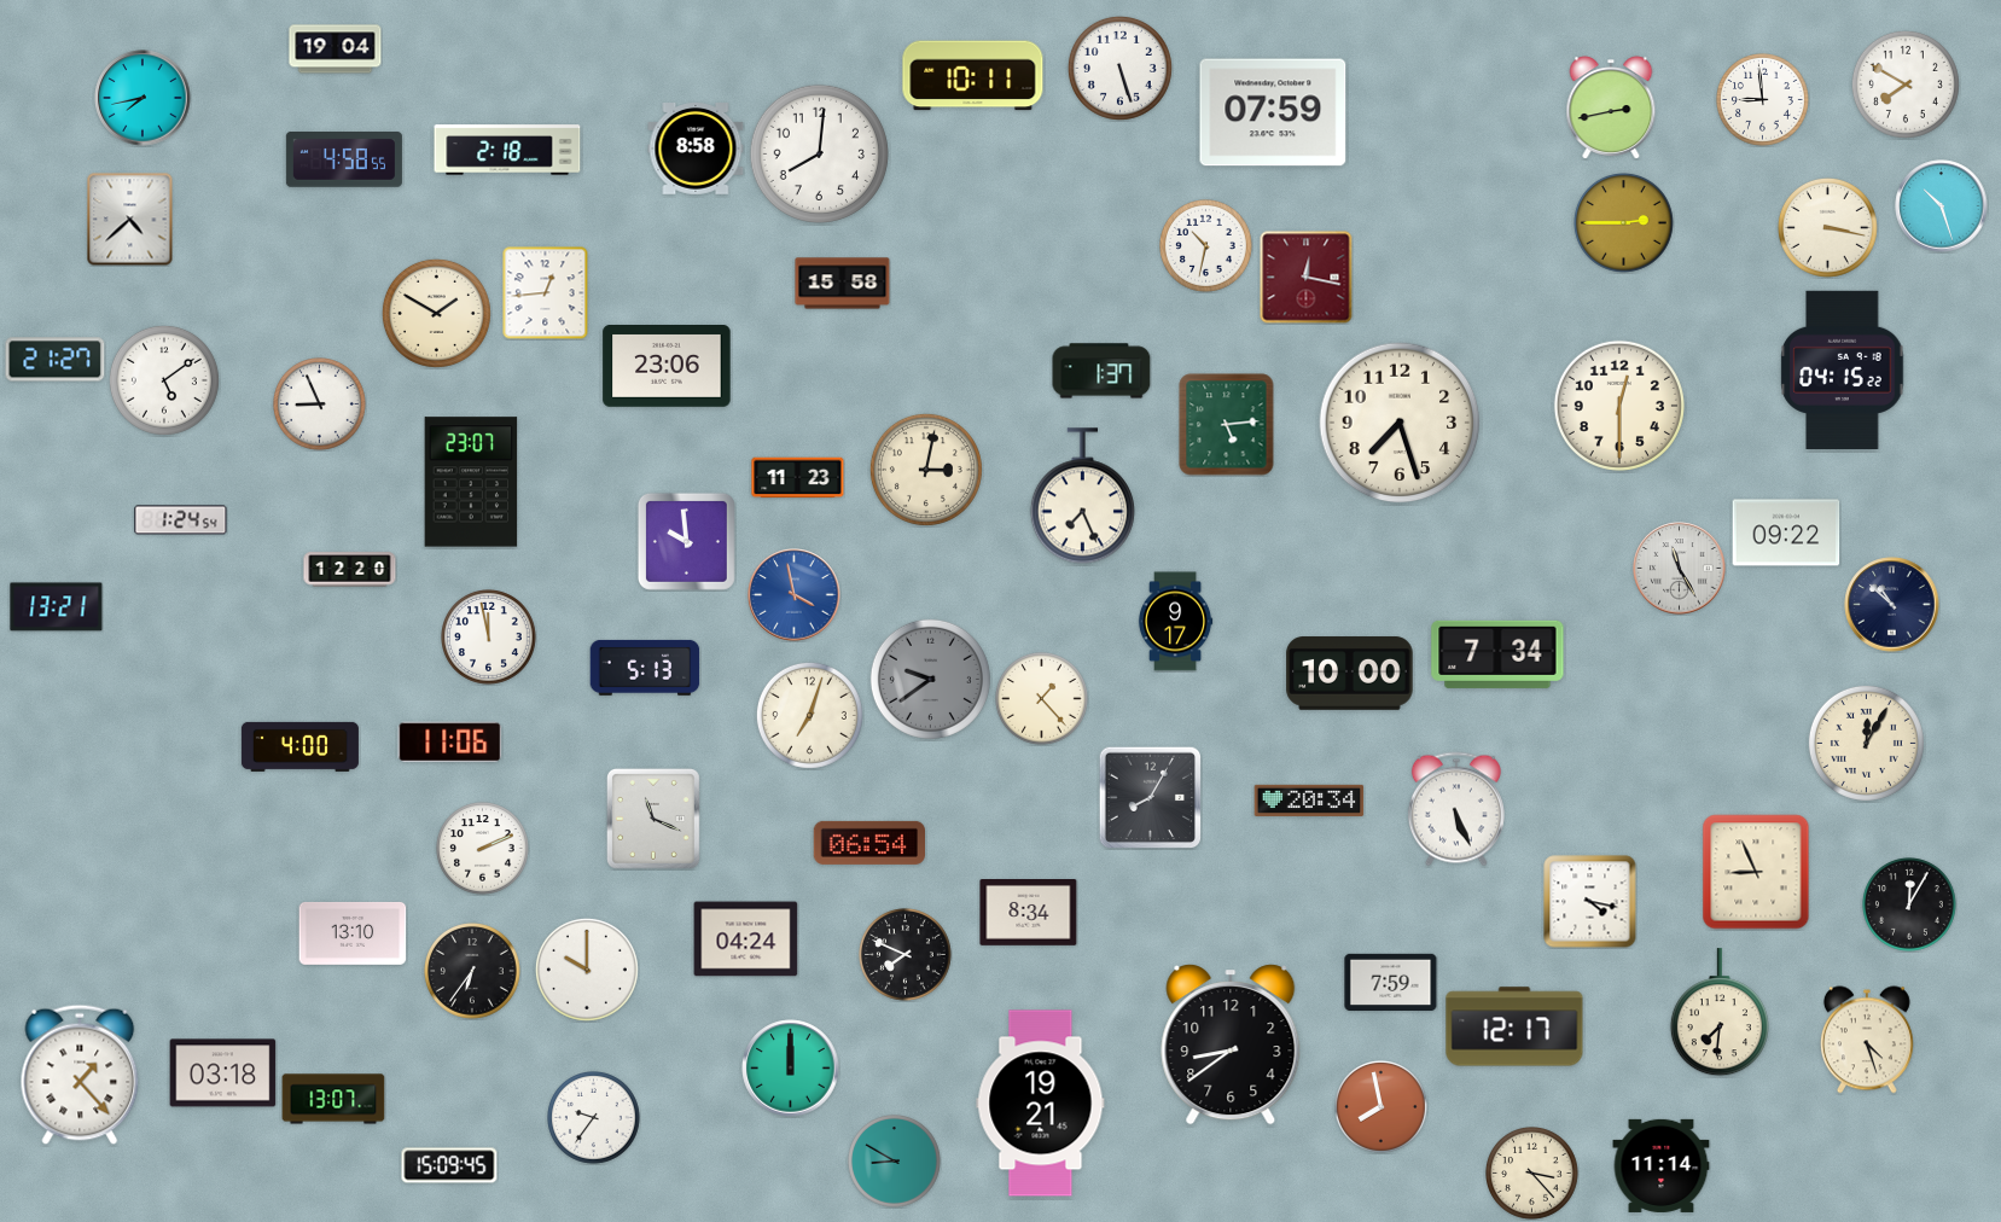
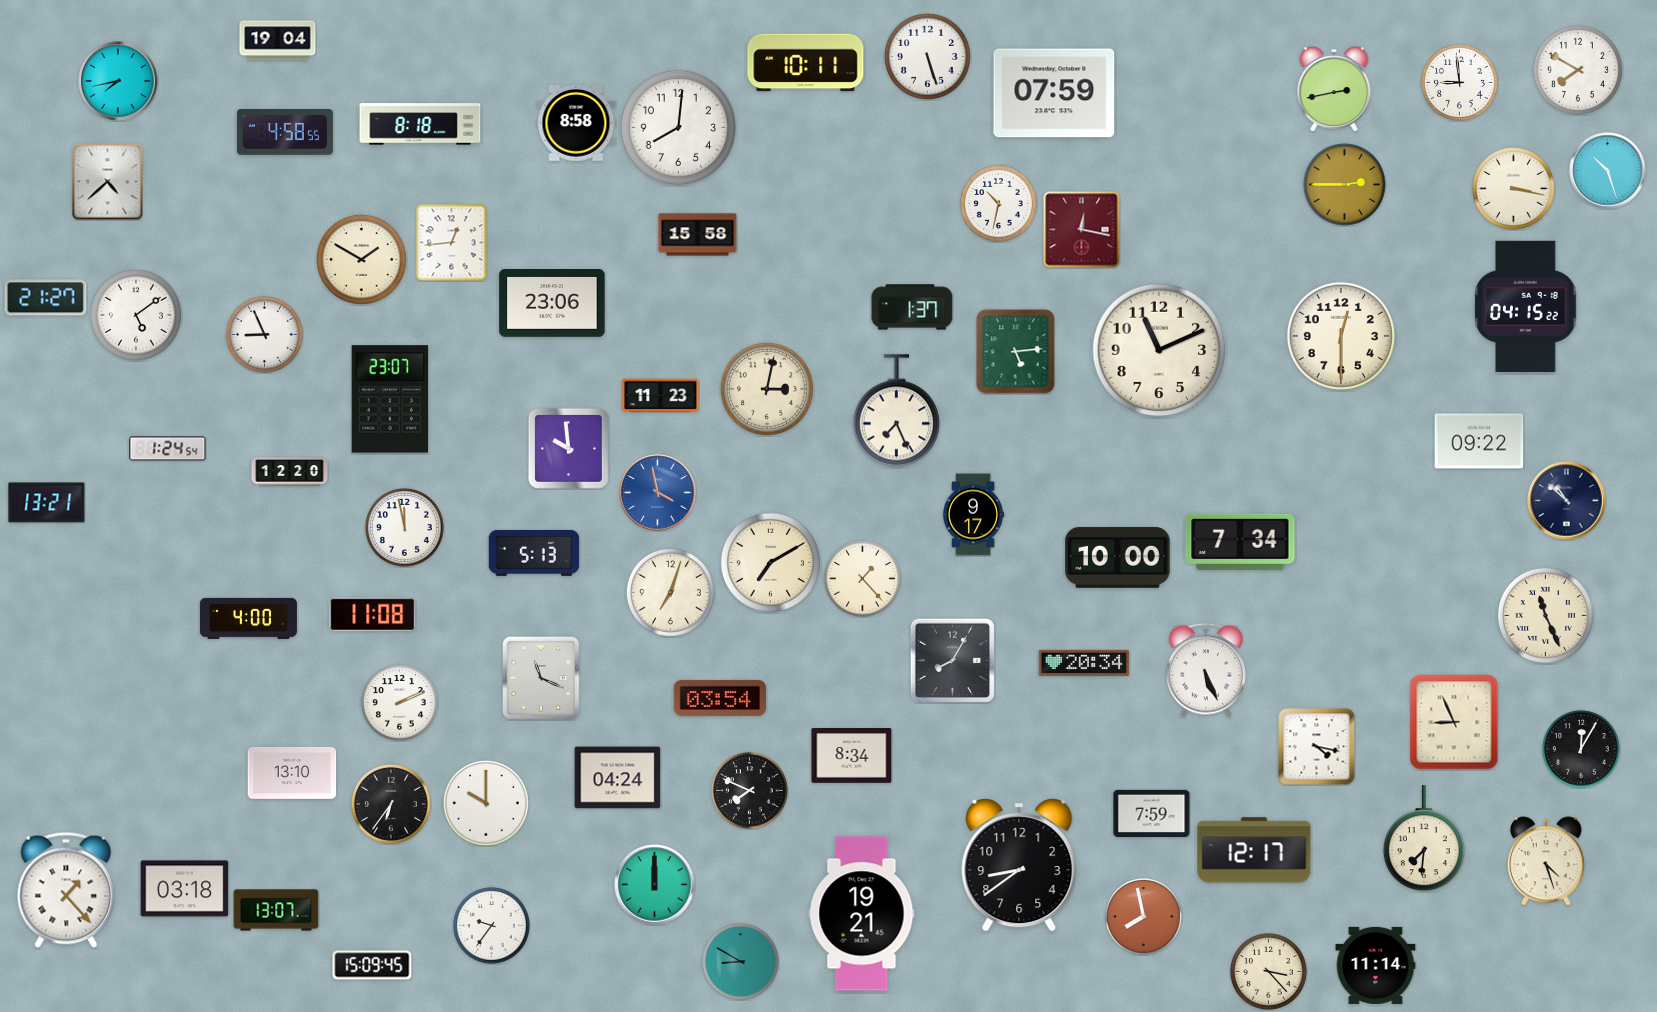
clock at (507, 150): 2:18 -> 8:18
clock at (1400, 423): 7:27 -> 11:11
clock at (181, 520) position: (181, 520) -> (168, 449)
clock at (1680, 569): 11:25 -> none
clock at (930, 679): 9:39 -> 7:10
clock at (930, 679) dial: grey -> cream
clock at (450, 743): 11:06 -> 11:08
clock at (1866, 743): 12:05 -> 11:26
clock at (868, 843): 06:54 -> 03:54
